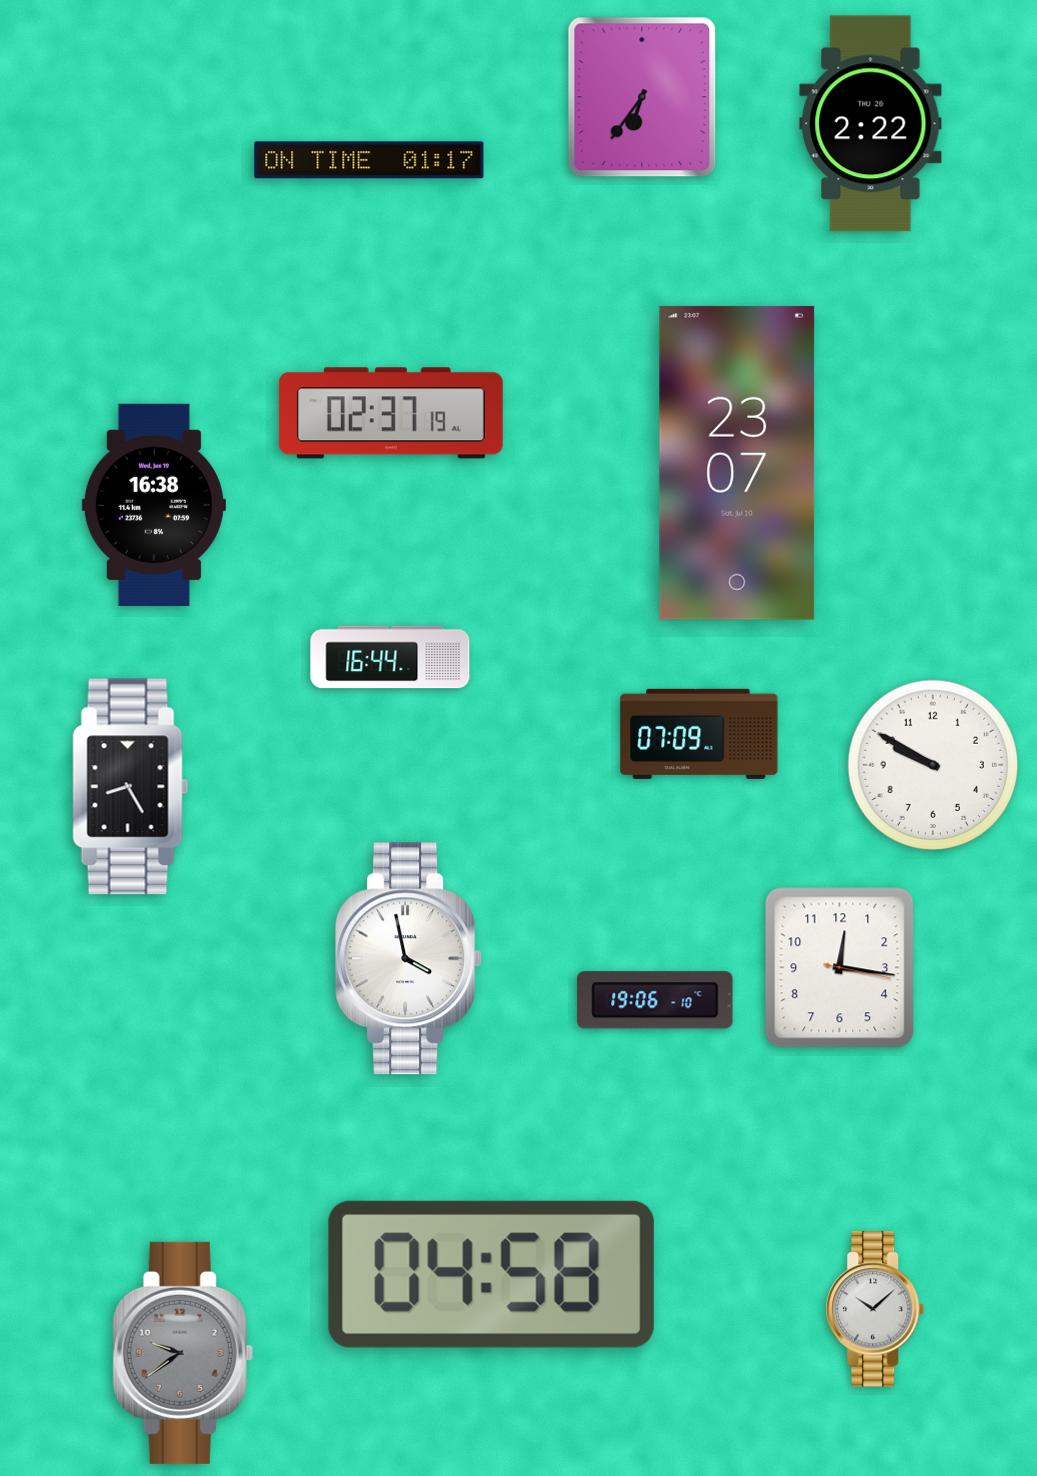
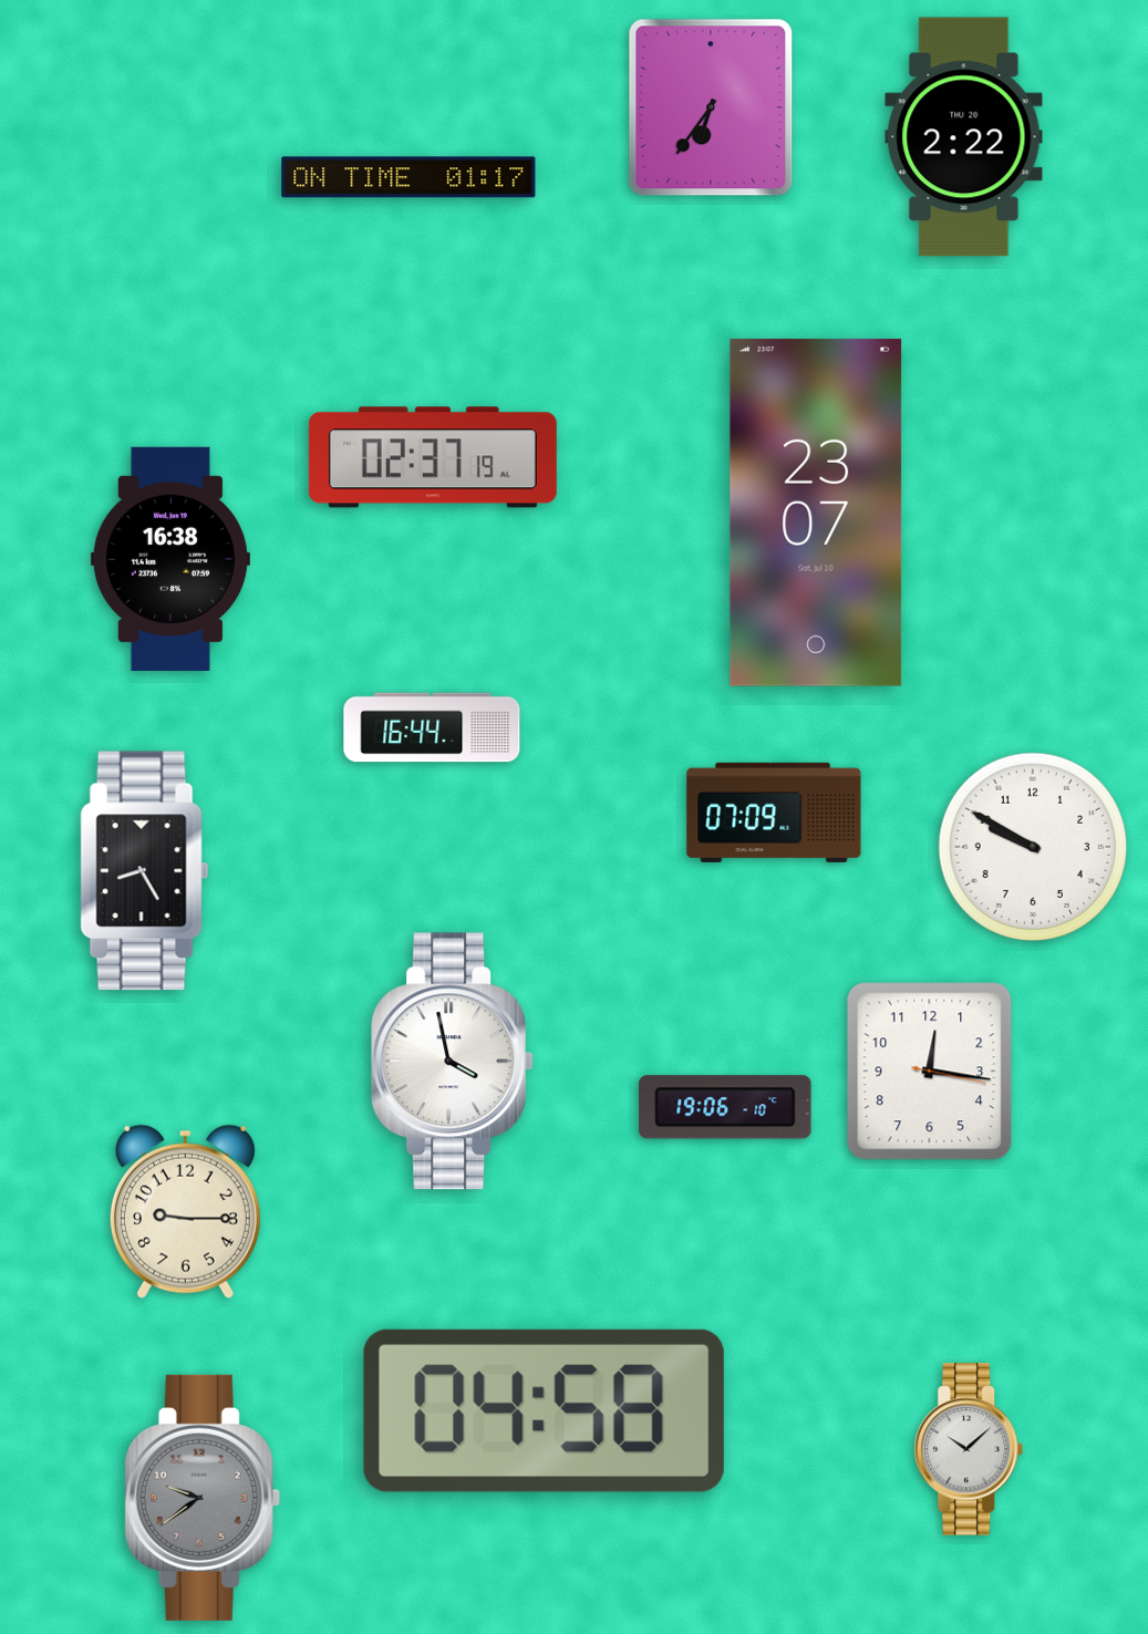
clock at (185, 1211): none -> 9:15
